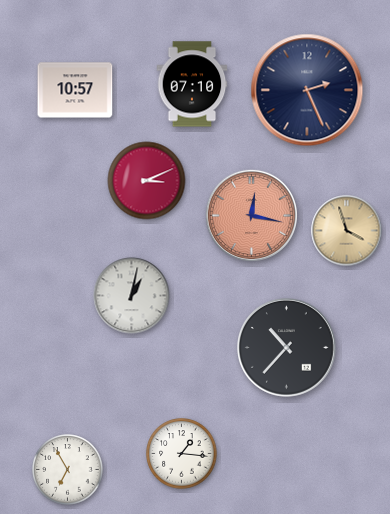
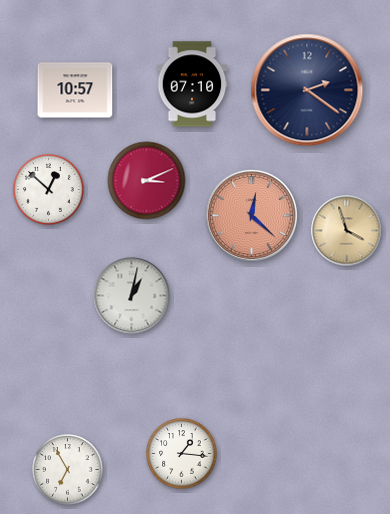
clock at (307, 90): 2:26 -> 2:21
clock at (49, 190): none -> 12:52
clock at (251, 215): 12:17 -> 12:22
clock at (287, 348): 10:37 -> none
